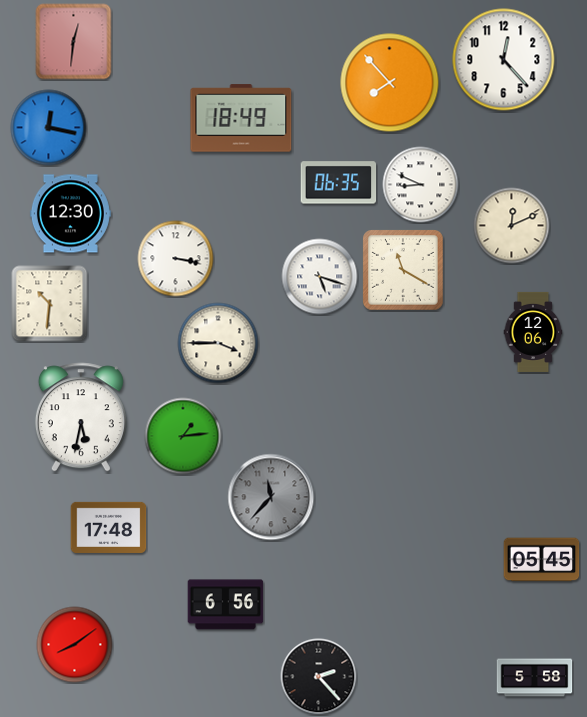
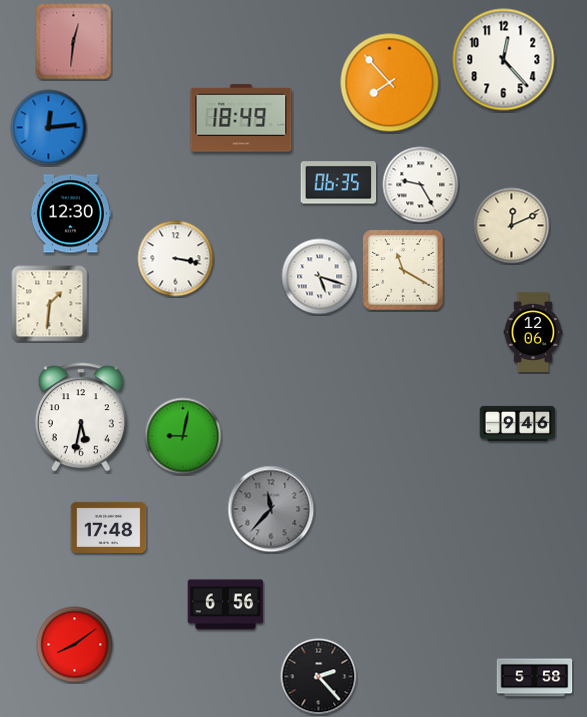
clock at (49, 128): 12:17 -> 12:14
clock at (421, 185): 8:49 -> 9:25
clock at (50, 304): 10:31 -> 1:31
clock at (218, 343): 3:45 -> none
clock at (518, 423): none -> 9:46
clock at (183, 436): 1:14 -> 9:02
clock at (271, 497) position: (271, 497) -> (271, 509)
clock at (542, 560): 05:45 -> none
